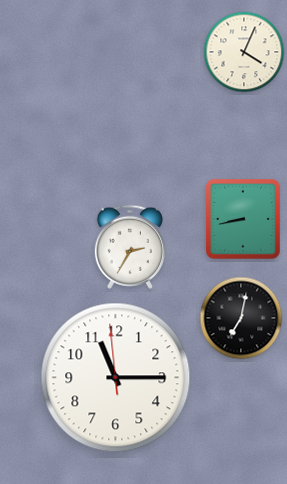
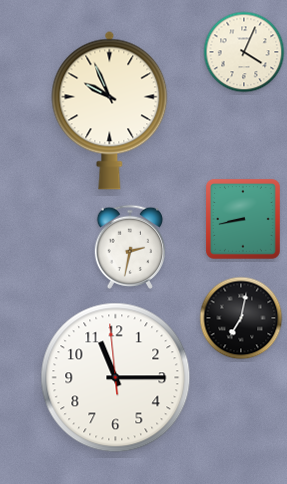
clock at (110, 110): none -> 9:56
clock at (130, 247): 2:35 -> 2:32
